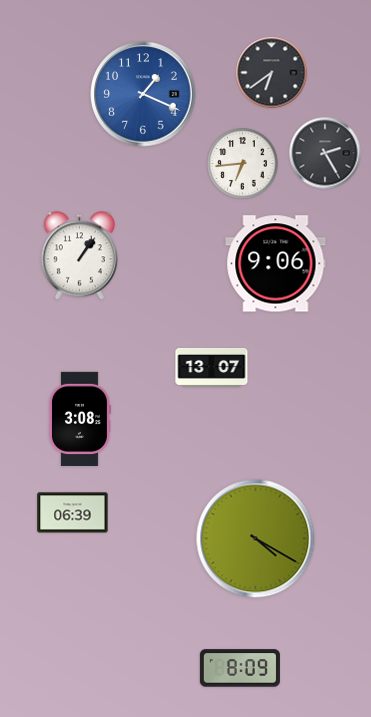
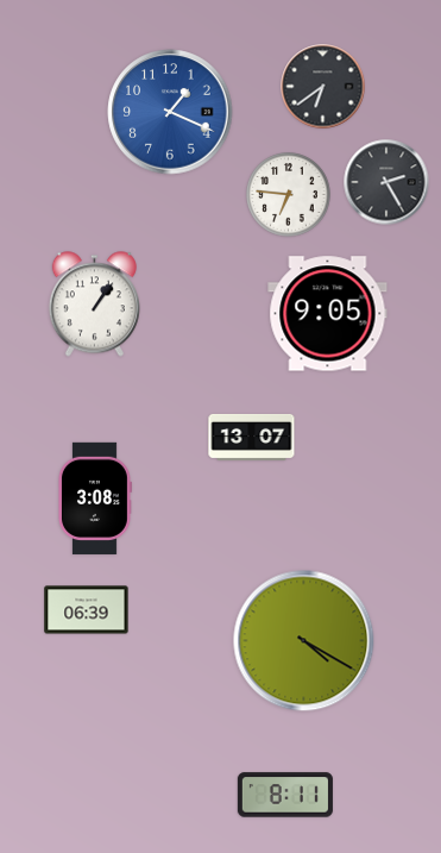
clock at (243, 164): 6:44 -> 6:46
clock at (276, 264): 9:06 -> 9:05
clock at (240, 668): 8:09 -> 8:11
